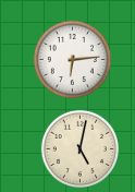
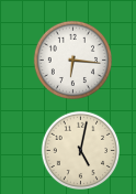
clock at (72, 59): 6:14 -> 6:16
